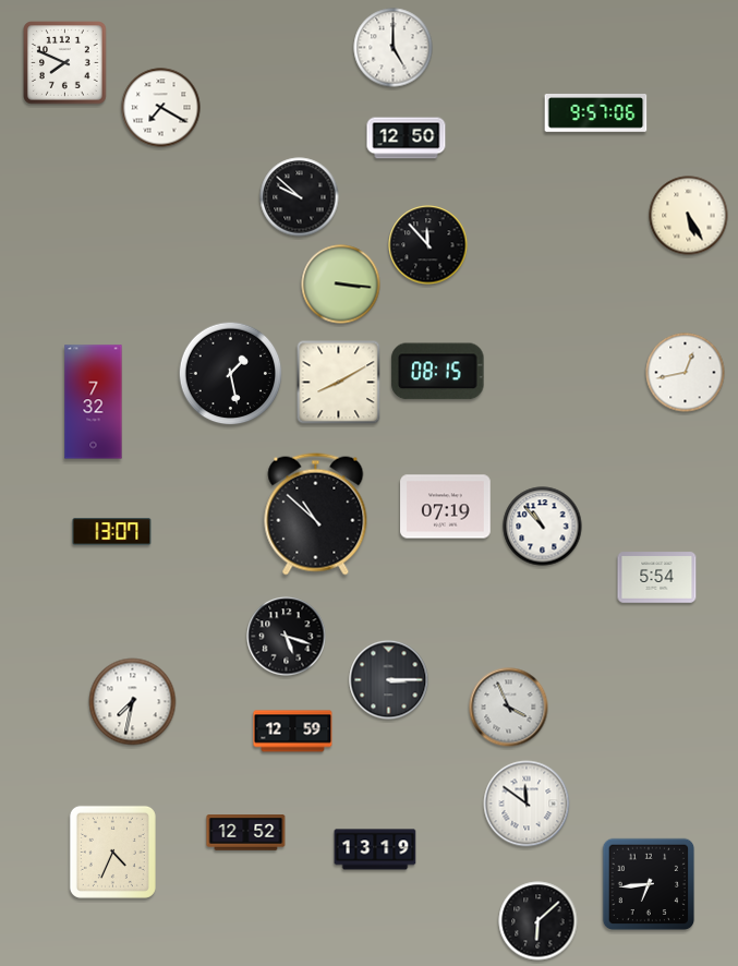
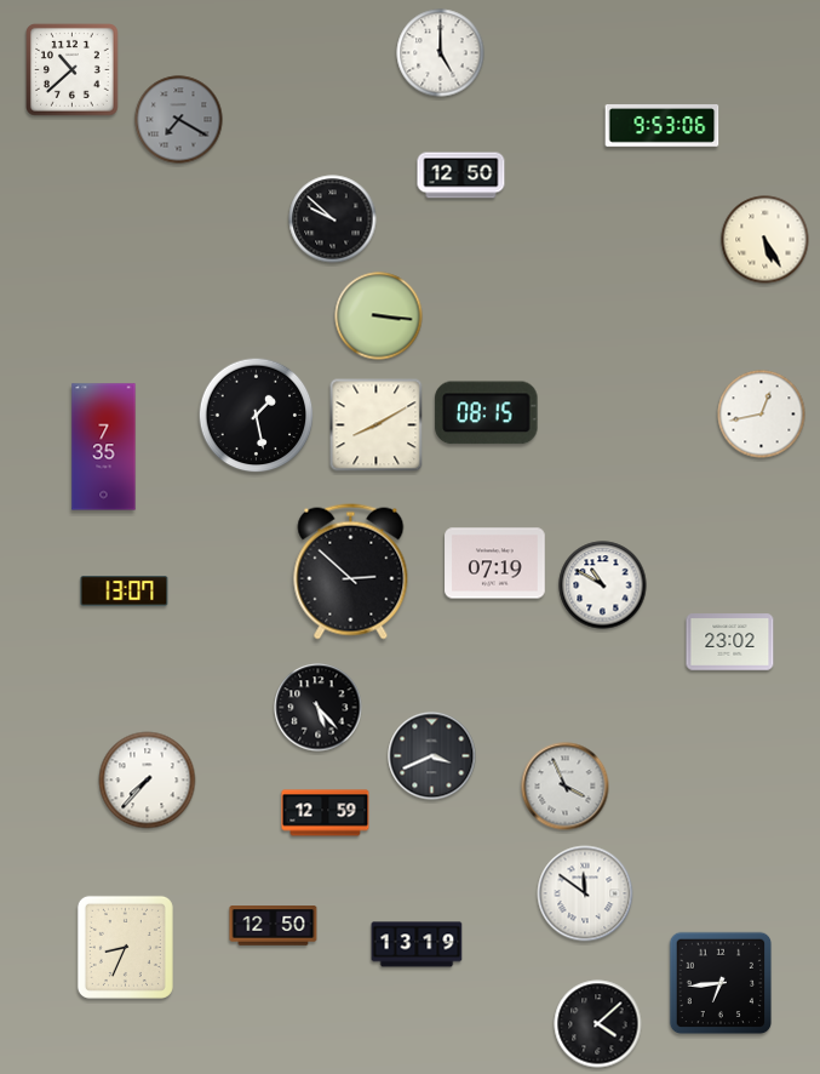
clock at (394, 48) position: (394, 48) -> (441, 53)
clock at (65, 63): 7:49 -> 10:38
clock at (161, 108) dial: white -> grey
clock at (596, 113): 9:57 -> 9:53
clock at (407, 138) position: (407, 138) -> (461, 176)
clock at (428, 245): 11:53 -> none
clock at (94, 402): 7:32 -> 7:35
clock at (316, 515): 10:52 -> 2:52
clock at (543, 527): 10:53 -> 10:50
clock at (657, 578): 5:54 -> 23:02
clock at (287, 637): 5:18 -> 5:23
clock at (389, 680): 3:15 -> 3:41
clock at (133, 702): 7:32 -> 7:37
clock at (246, 833): 12:52 -> 12:50
clock at (112, 852): 4:34 -> 8:34
clock at (539, 921): 6:08 -> 4:08
